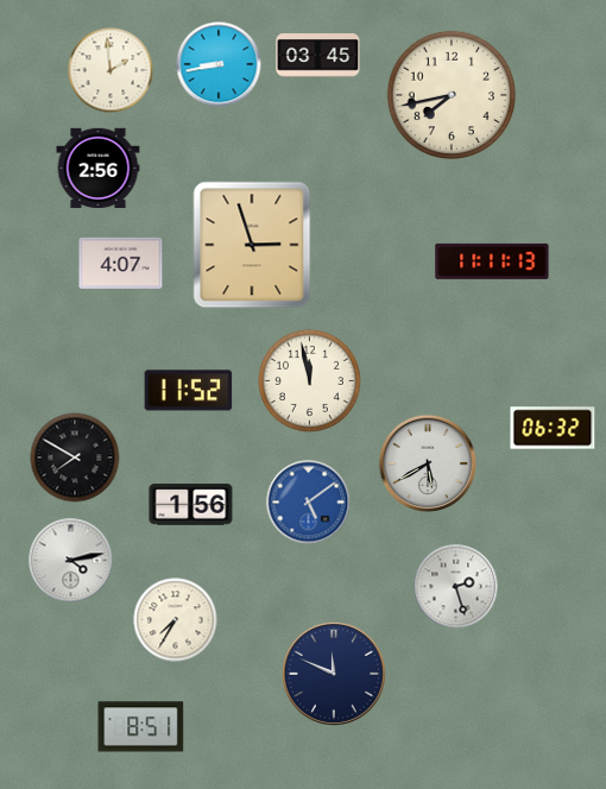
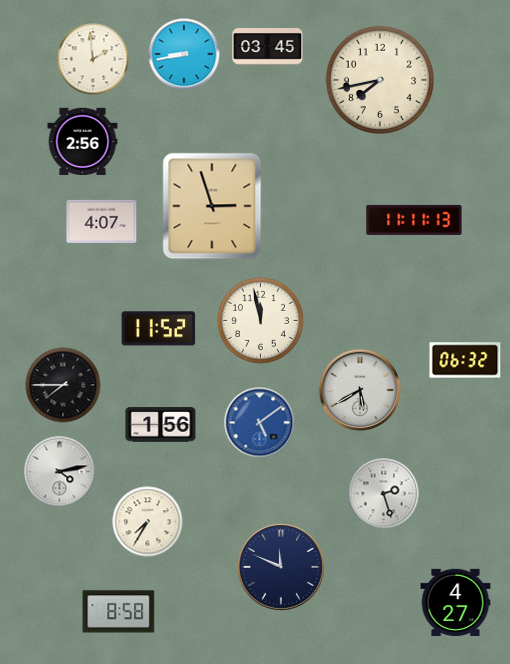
clock at (75, 457): 7:50 -> 7:45
clock at (456, 602): none -> 4:27
clock at (141, 727): 8:51 -> 8:58
